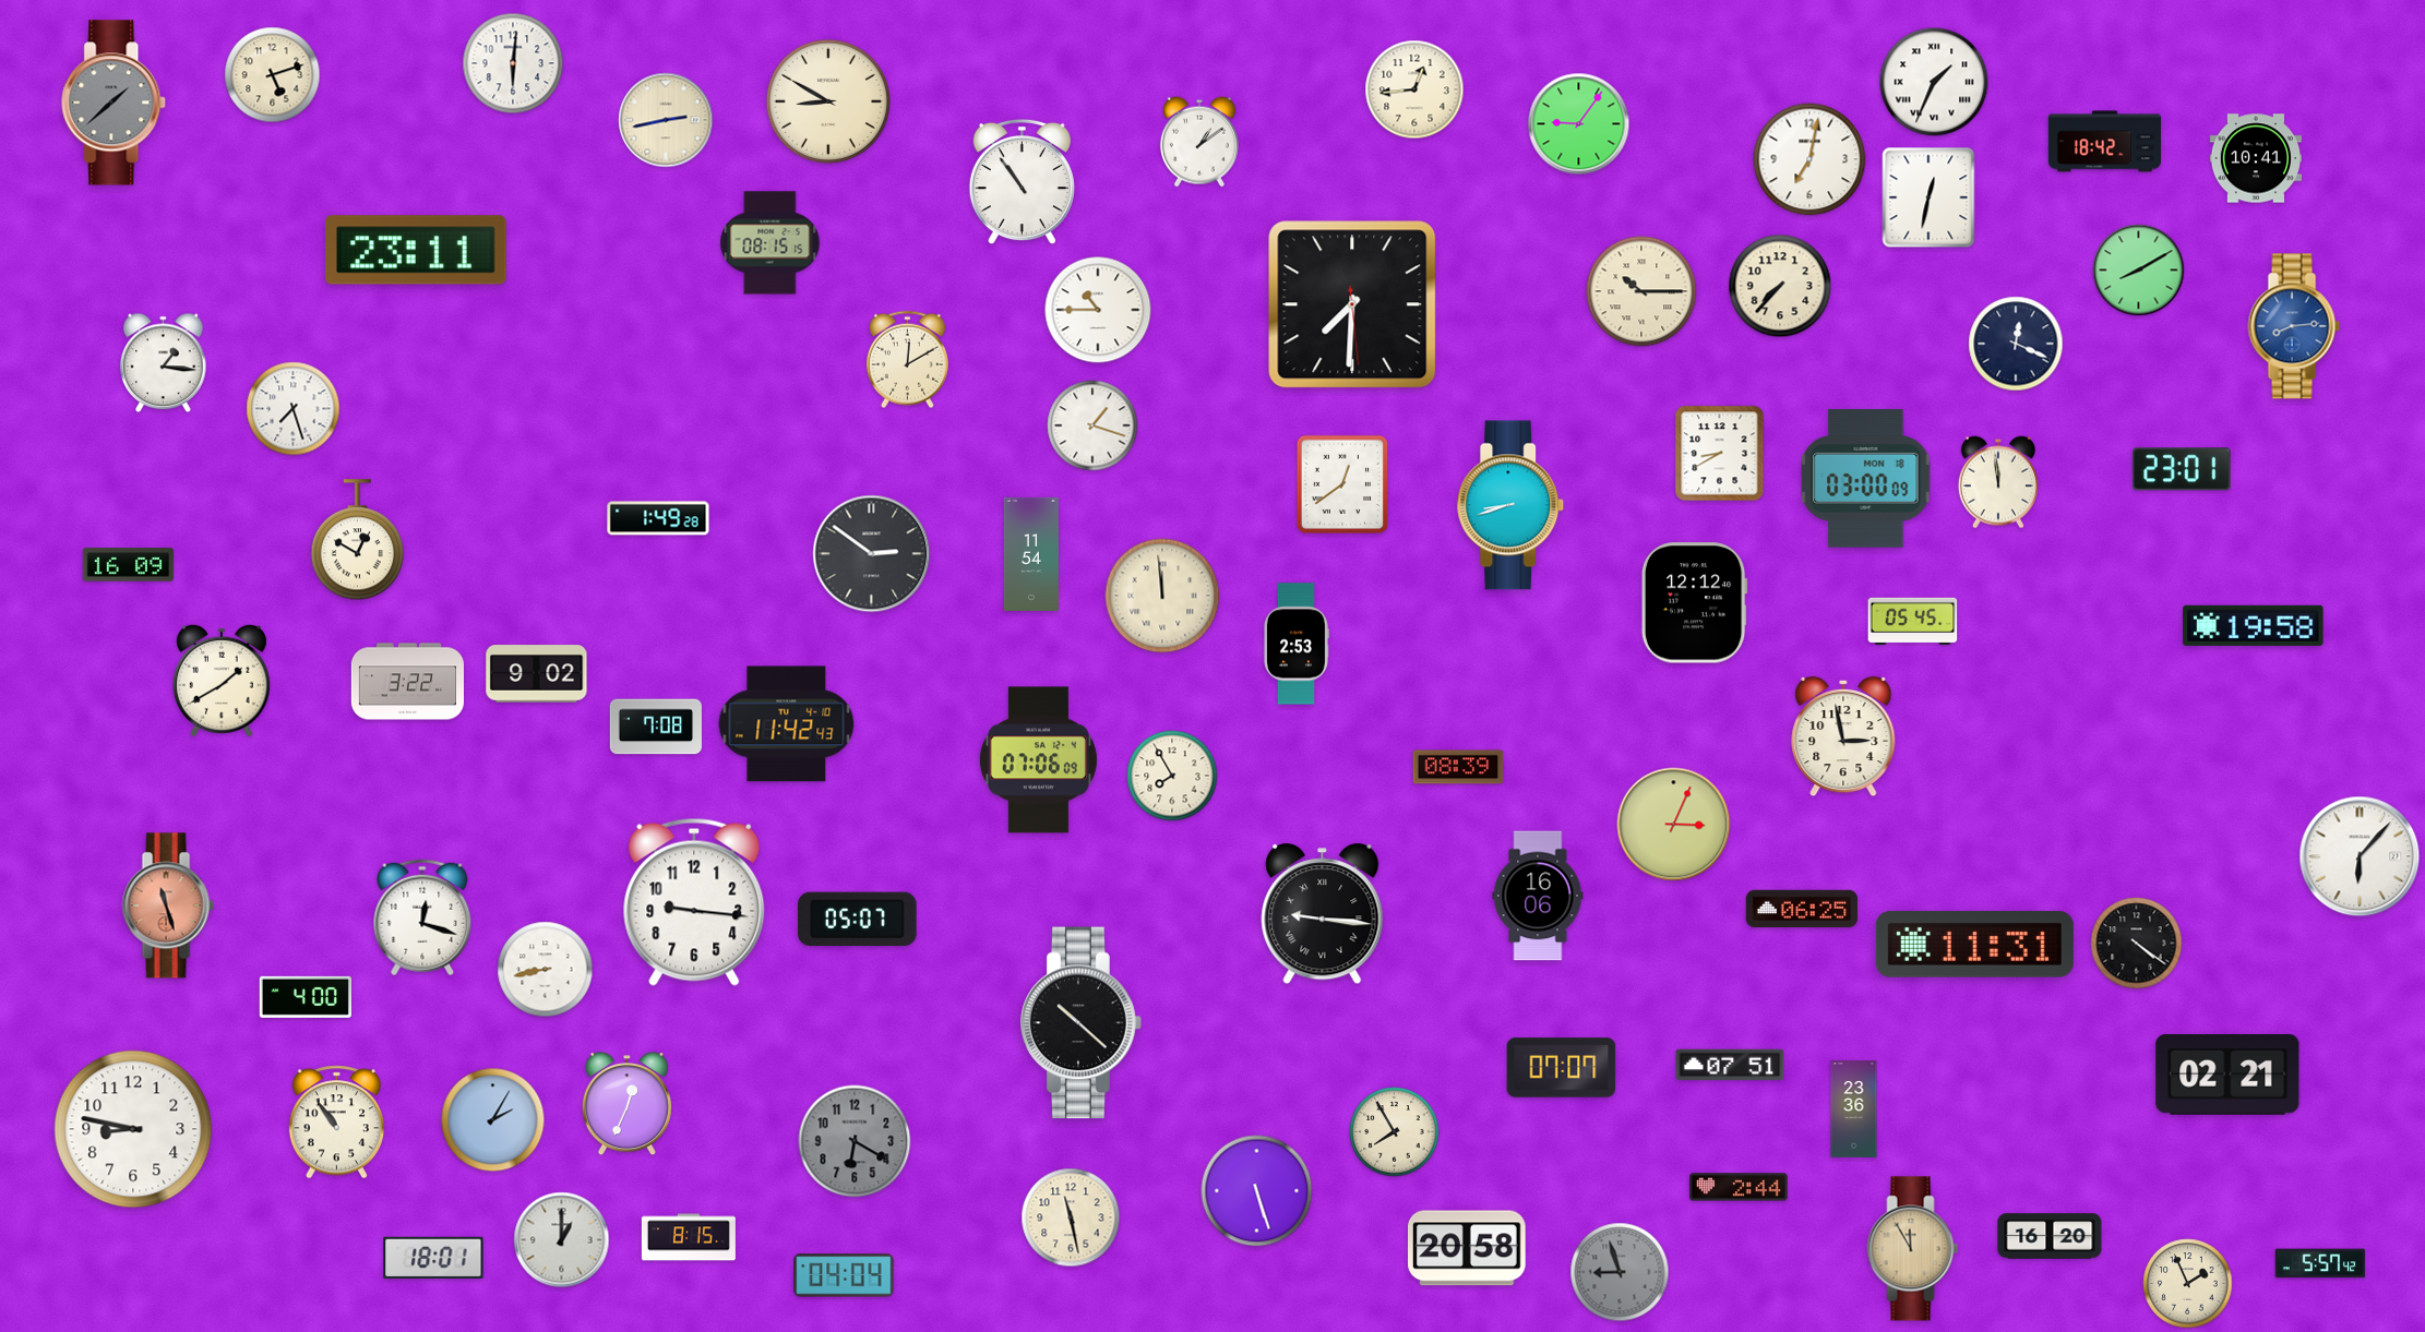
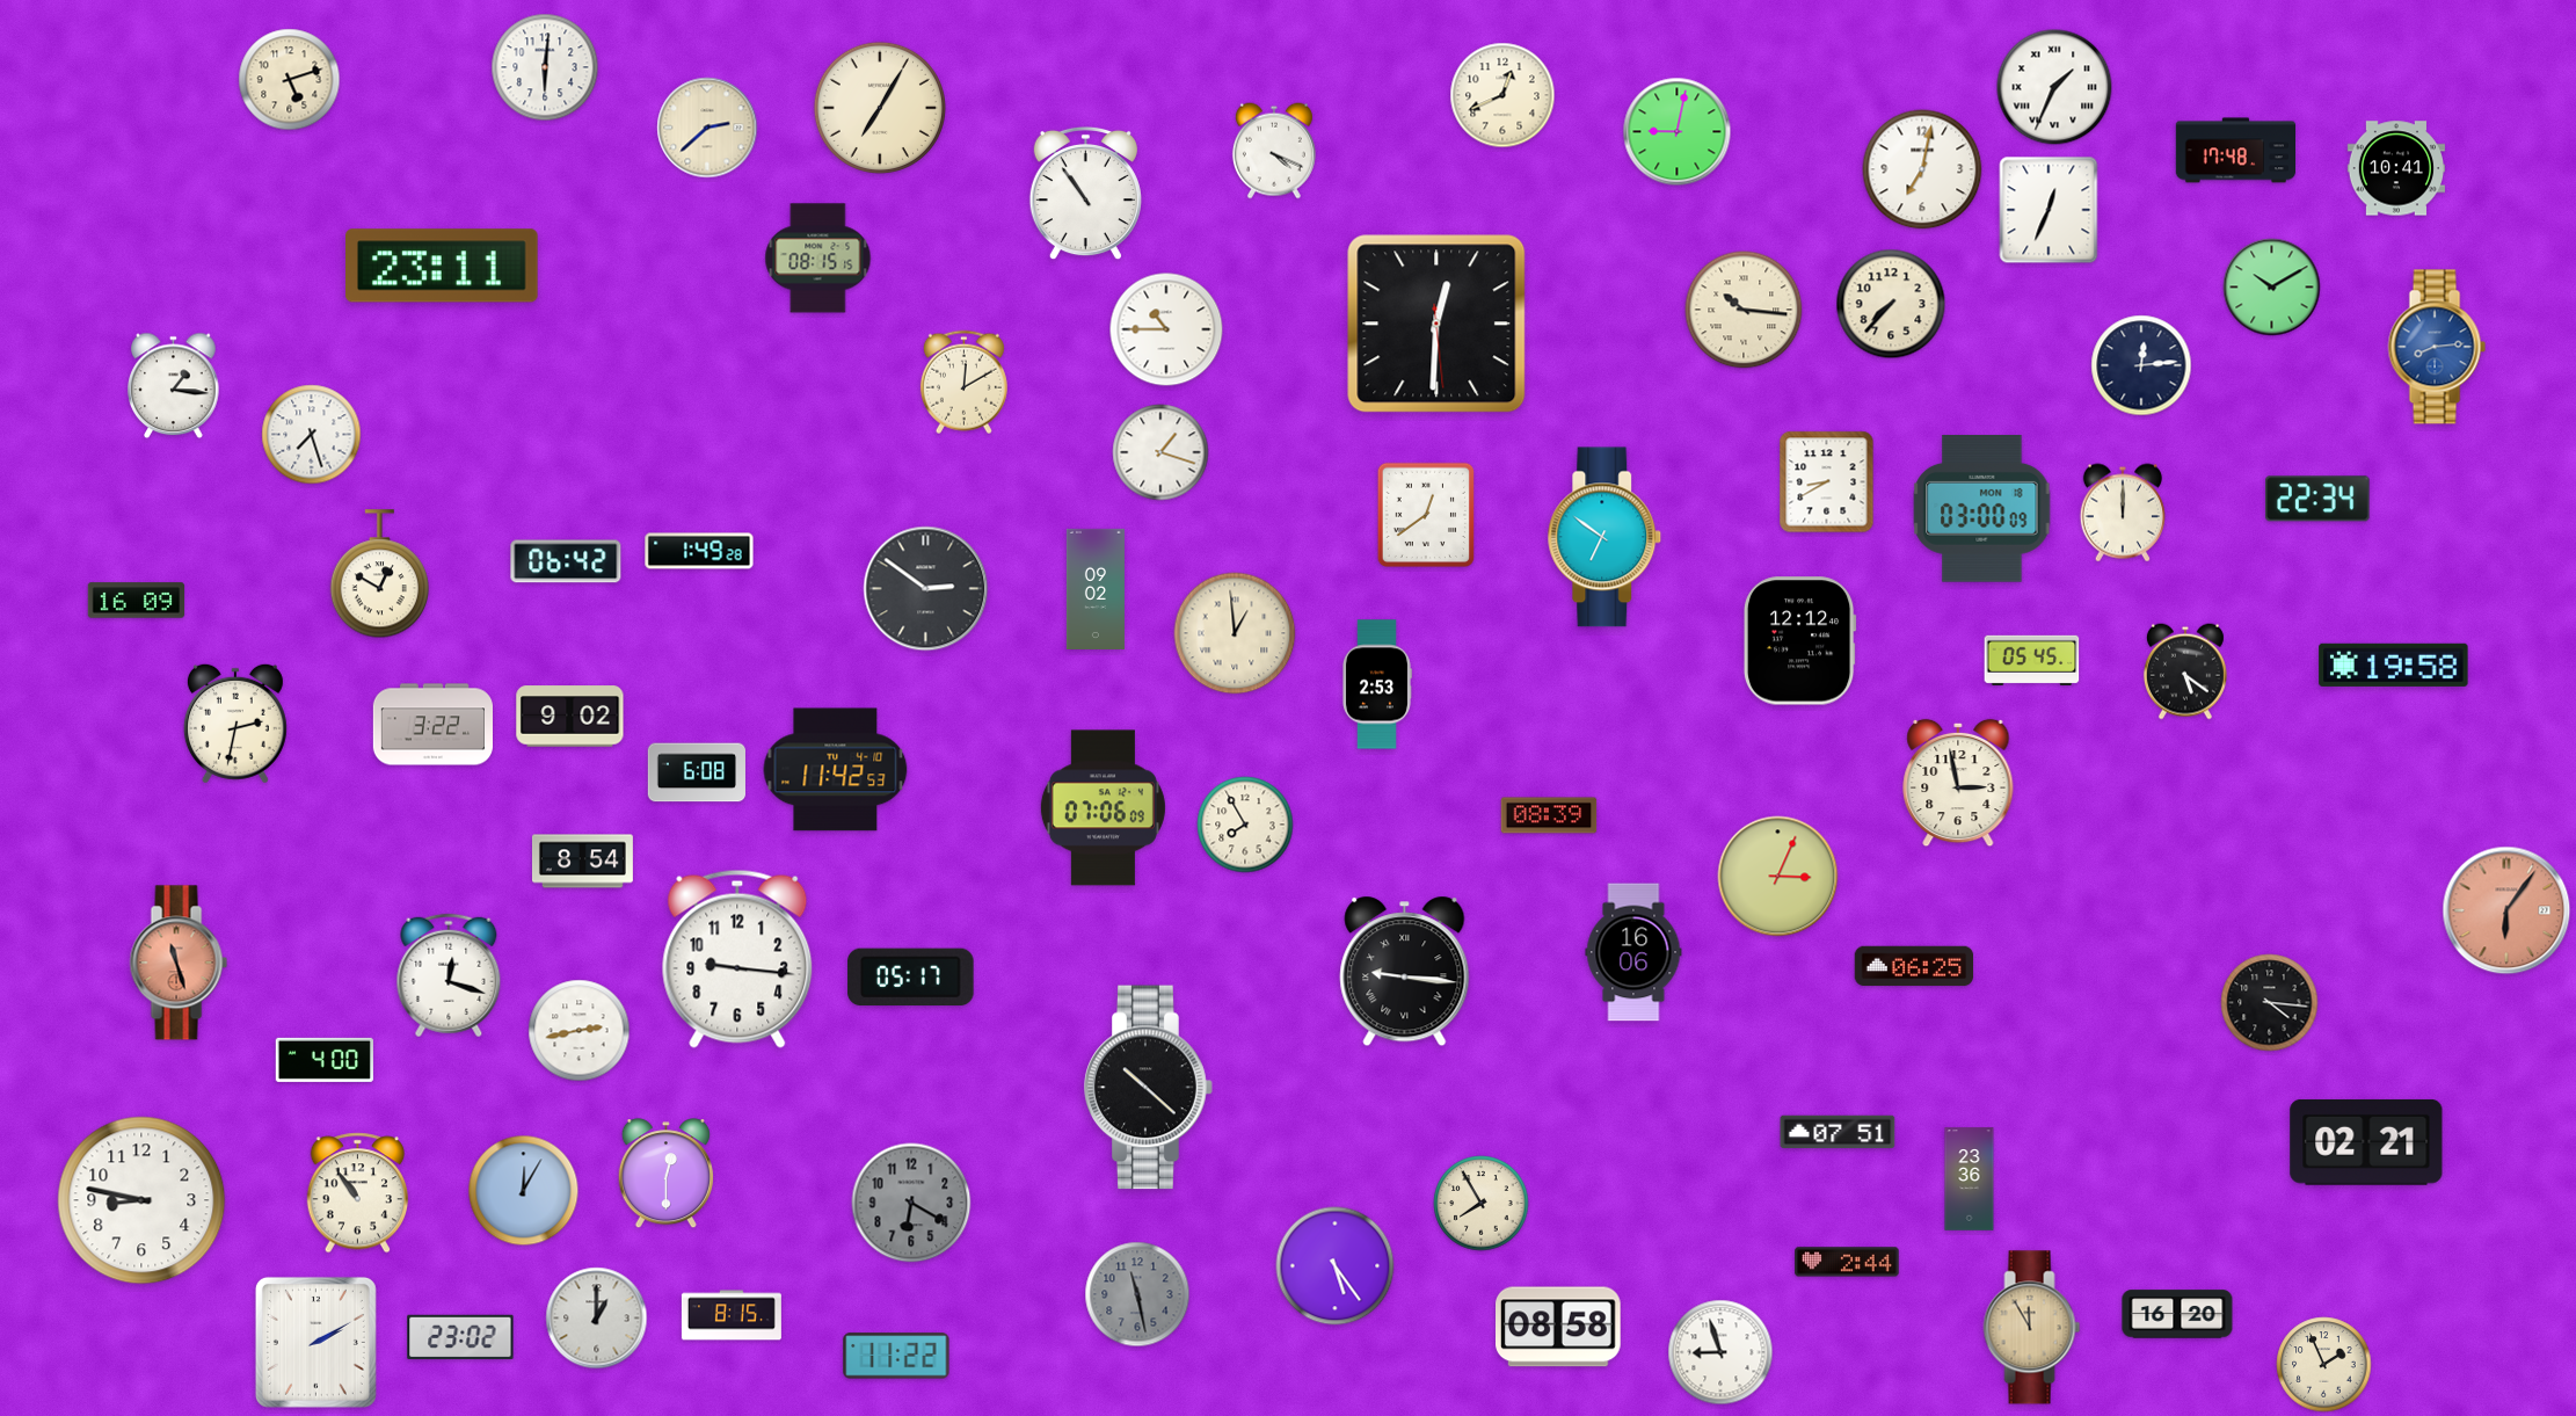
clock at (1414, 89): 12:44 -> 12:41
clock at (828, 101): 8:50 -> 7:05
clock at (115, 103): 1:38 -> none
clock at (666, 120): 2:43 -> 2:38
clock at (1579, 124): 9:06 -> 9:02
clock at (1199, 142): 1:09 -> 4:19
clock at (2104, 142): 18:42 -> 17:48
clock at (1928, 197): 12:32 -> 12:34
clock at (2139, 271): 8:10 -> 10:10
clock at (1641, 291): 10:15 -> 10:16
clock at (1352, 304): 7:30 -> 12:30
clock at (2016, 344): 12:19 -> 12:14
clock at (2182, 469): 23:01 -> 22:34
clock at (1998, 482): 11:59 -> 12:00
clock at (1510, 505): 8:42 -> 6:51
clock at (566, 561): none -> 06:42
clock at (1031, 554): 11:54 -> 09:02
clock at (1162, 596): 11:59 -> 12:59
clock at (2185, 671): none -> 5:21
clock at (222, 681): 1:40 -> 2:32
clock at (787, 724): 11:42:43 -> 11:42:53
clock at (655, 727): 7:08 -> 6:08
clock at (583, 862): none -> 8:54
clock at (2360, 856): 6:07 -> 6:06
clock at (2360, 856) dial: white -> salmon
clock at (858, 920): 05:07 -> 05:17
clock at (2137, 944): 4:21 -> 4:16
clock at (1974, 945): 11:31 -> none
clock at (546, 970): 8:43 -> 2:43
clock at (1562, 1068): 07:07 -> none
clock at (626, 1104): 12:34 -> 12:30
clock at (493, 1120): 2:05 -> 12:05
clock at (855, 1141) position: (855, 1141) -> (911, 1203)
clock at (1257, 1191): 5:27 -> 5:24
clock at (1071, 1217) dial: cream -> grey
clock at (1468, 1248): 20:58 -> 08:58
clock at (433, 1257): 18:01 -> 23:02
clock at (315, 1342): none -> 2:10
clock at (2320, 1263): 5:57 -> none
clock at (1620, 1272) dial: grey -> white
clock at (844, 1275): 04:04 -> 11:22
